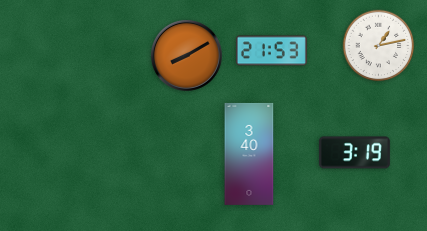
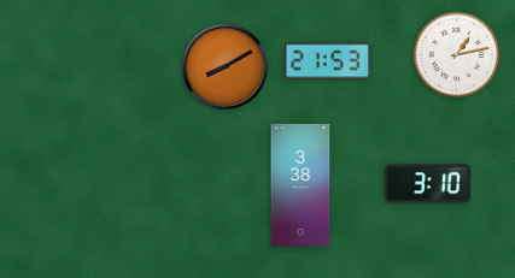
clock at (354, 153): 3:19 -> 3:10
clock at (249, 154): 3:40 -> 3:38
